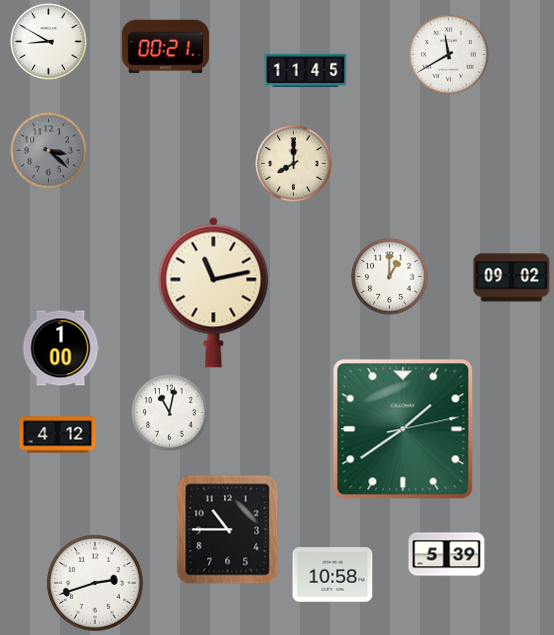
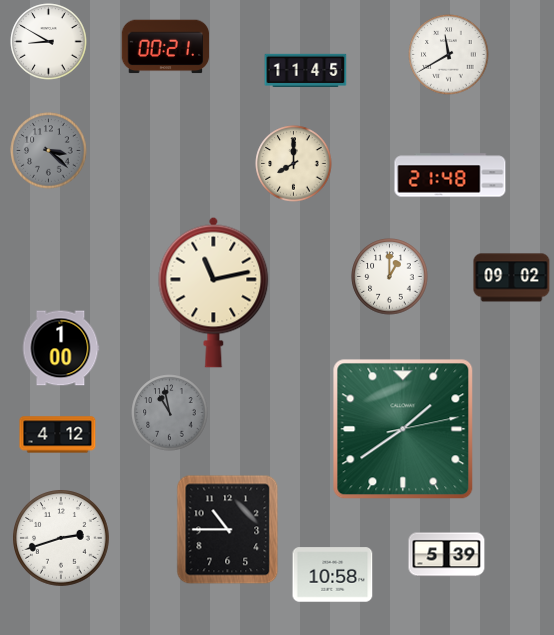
clock at (450, 175): none -> 21:48
clock at (170, 413): 11:02 -> 10:58
clock at (170, 413) dial: white -> grey
clock at (95, 583) position: (95, 583) -> (61, 538)
